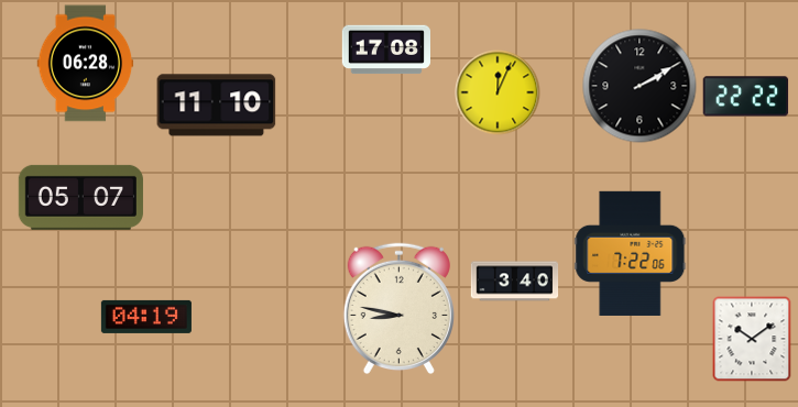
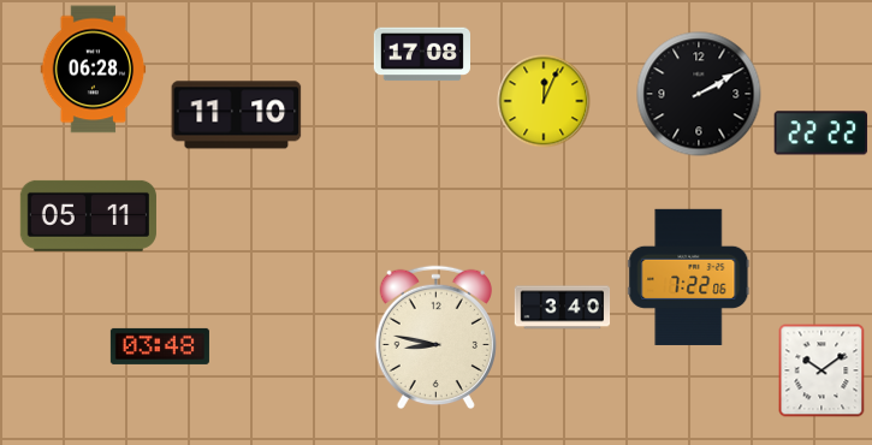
clock at (746, 97) position: (746, 97) -> (821, 133)
clock at (80, 197): 05:07 -> 05:11
clock at (146, 317): 04:19 -> 03:48
